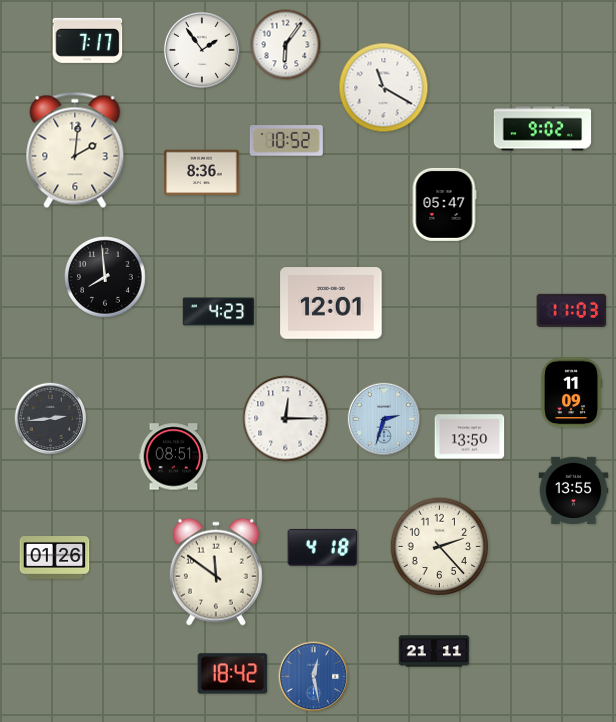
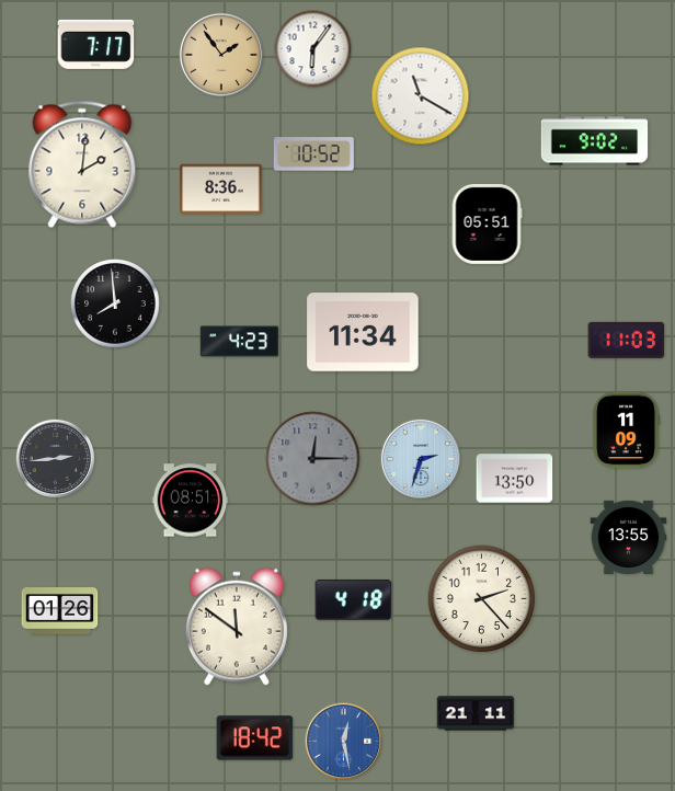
clock at (202, 50) dial: white -> champagne
clock at (444, 204): 05:47 -> 05:51
clock at (331, 303): 12:01 -> 11:34
clock at (286, 419) dial: white -> grey
